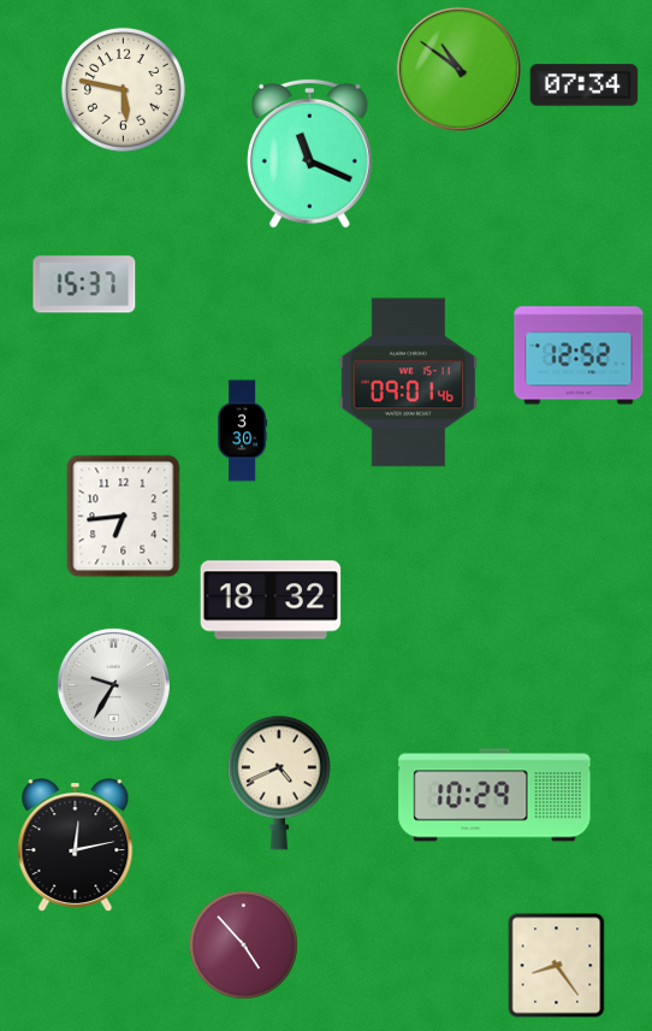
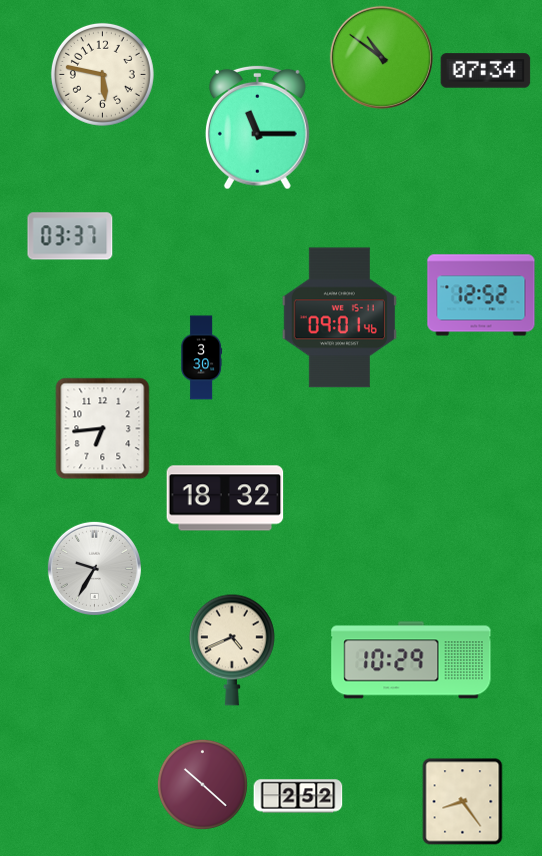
clock at (309, 153): 11:19 -> 11:15
clock at (84, 284): 15:37 -> 03:37
clock at (76, 846): 12:13 -> none
clock at (243, 944): 4:53 -> 10:22
clock at (298, 796): none -> 2:52
